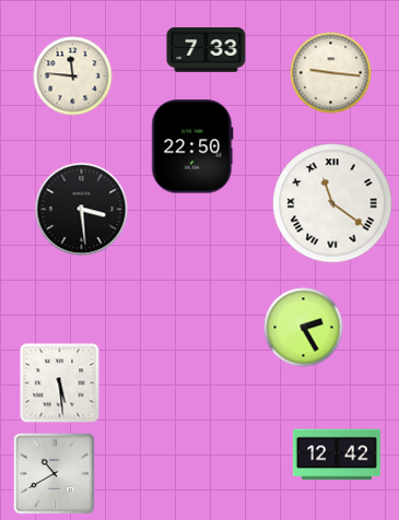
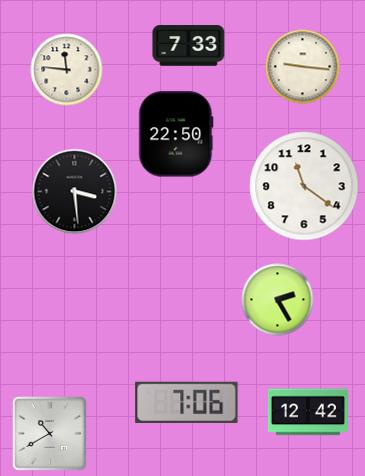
clock at (332, 203) numerals: Roman -> Arabic
clock at (60, 383): 5:29 -> none
clock at (187, 402): none -> 7:06
clock at (337, 454) position: (337, 454) -> (308, 412)
